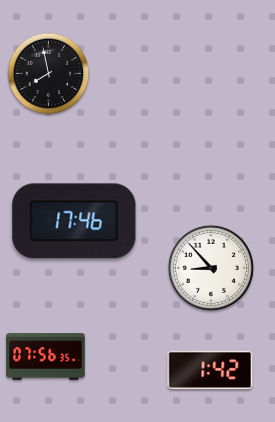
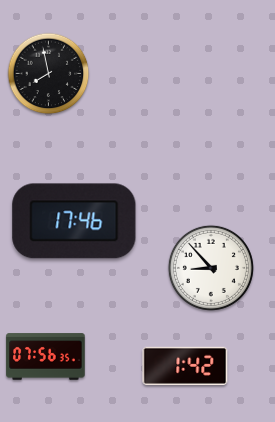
clock at (210, 370) position: (210, 370) -> (185, 366)
